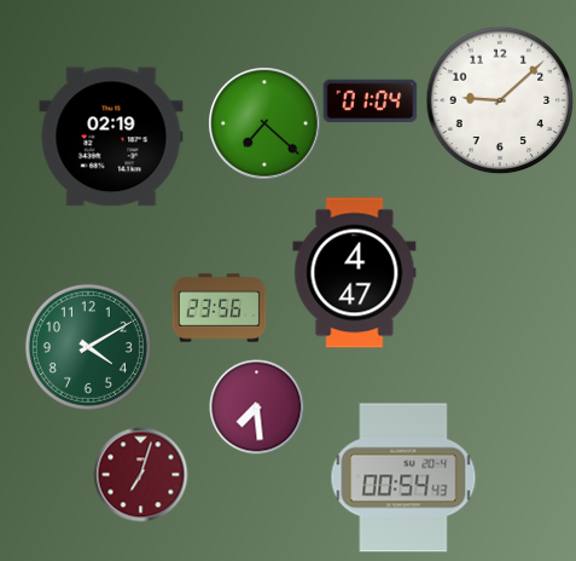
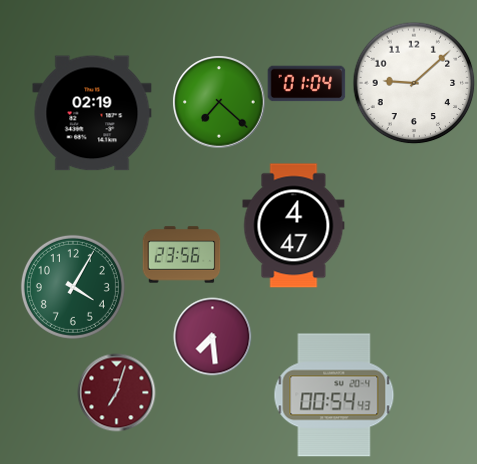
clock at (88, 347): 4:10 -> 4:05
